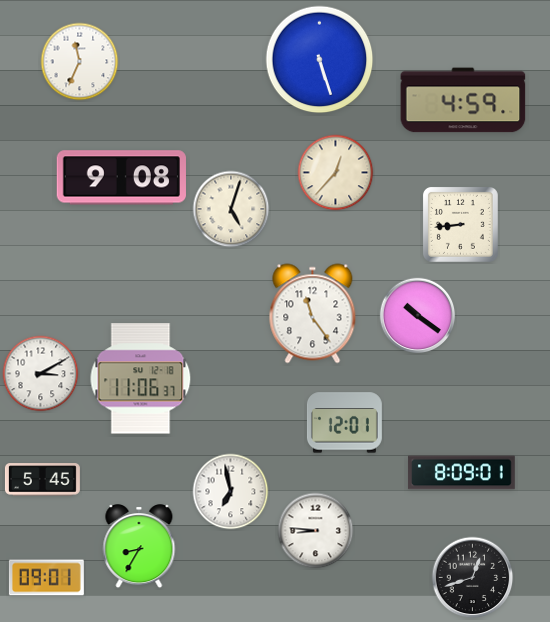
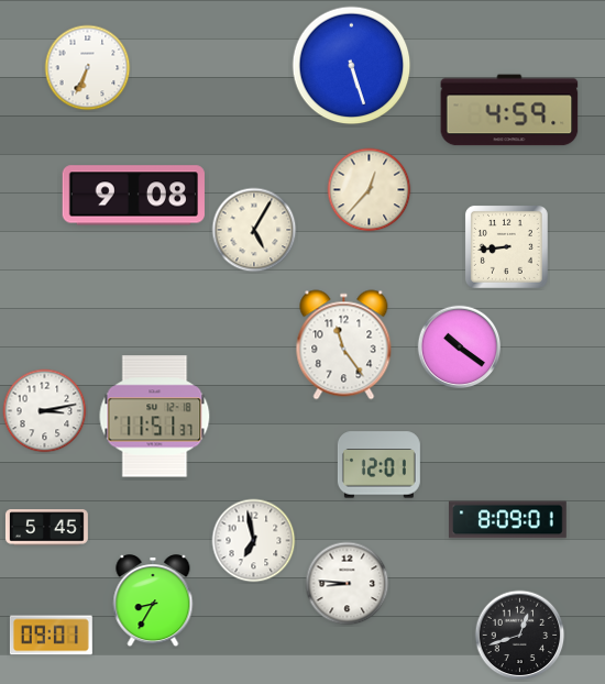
clock at (80, 62): 11:34 -> 6:34
clock at (231, 209): 5:03 -> 5:05
clock at (41, 374): 3:10 -> 3:13
clock at (141, 379): 11:06 -> 11:51
